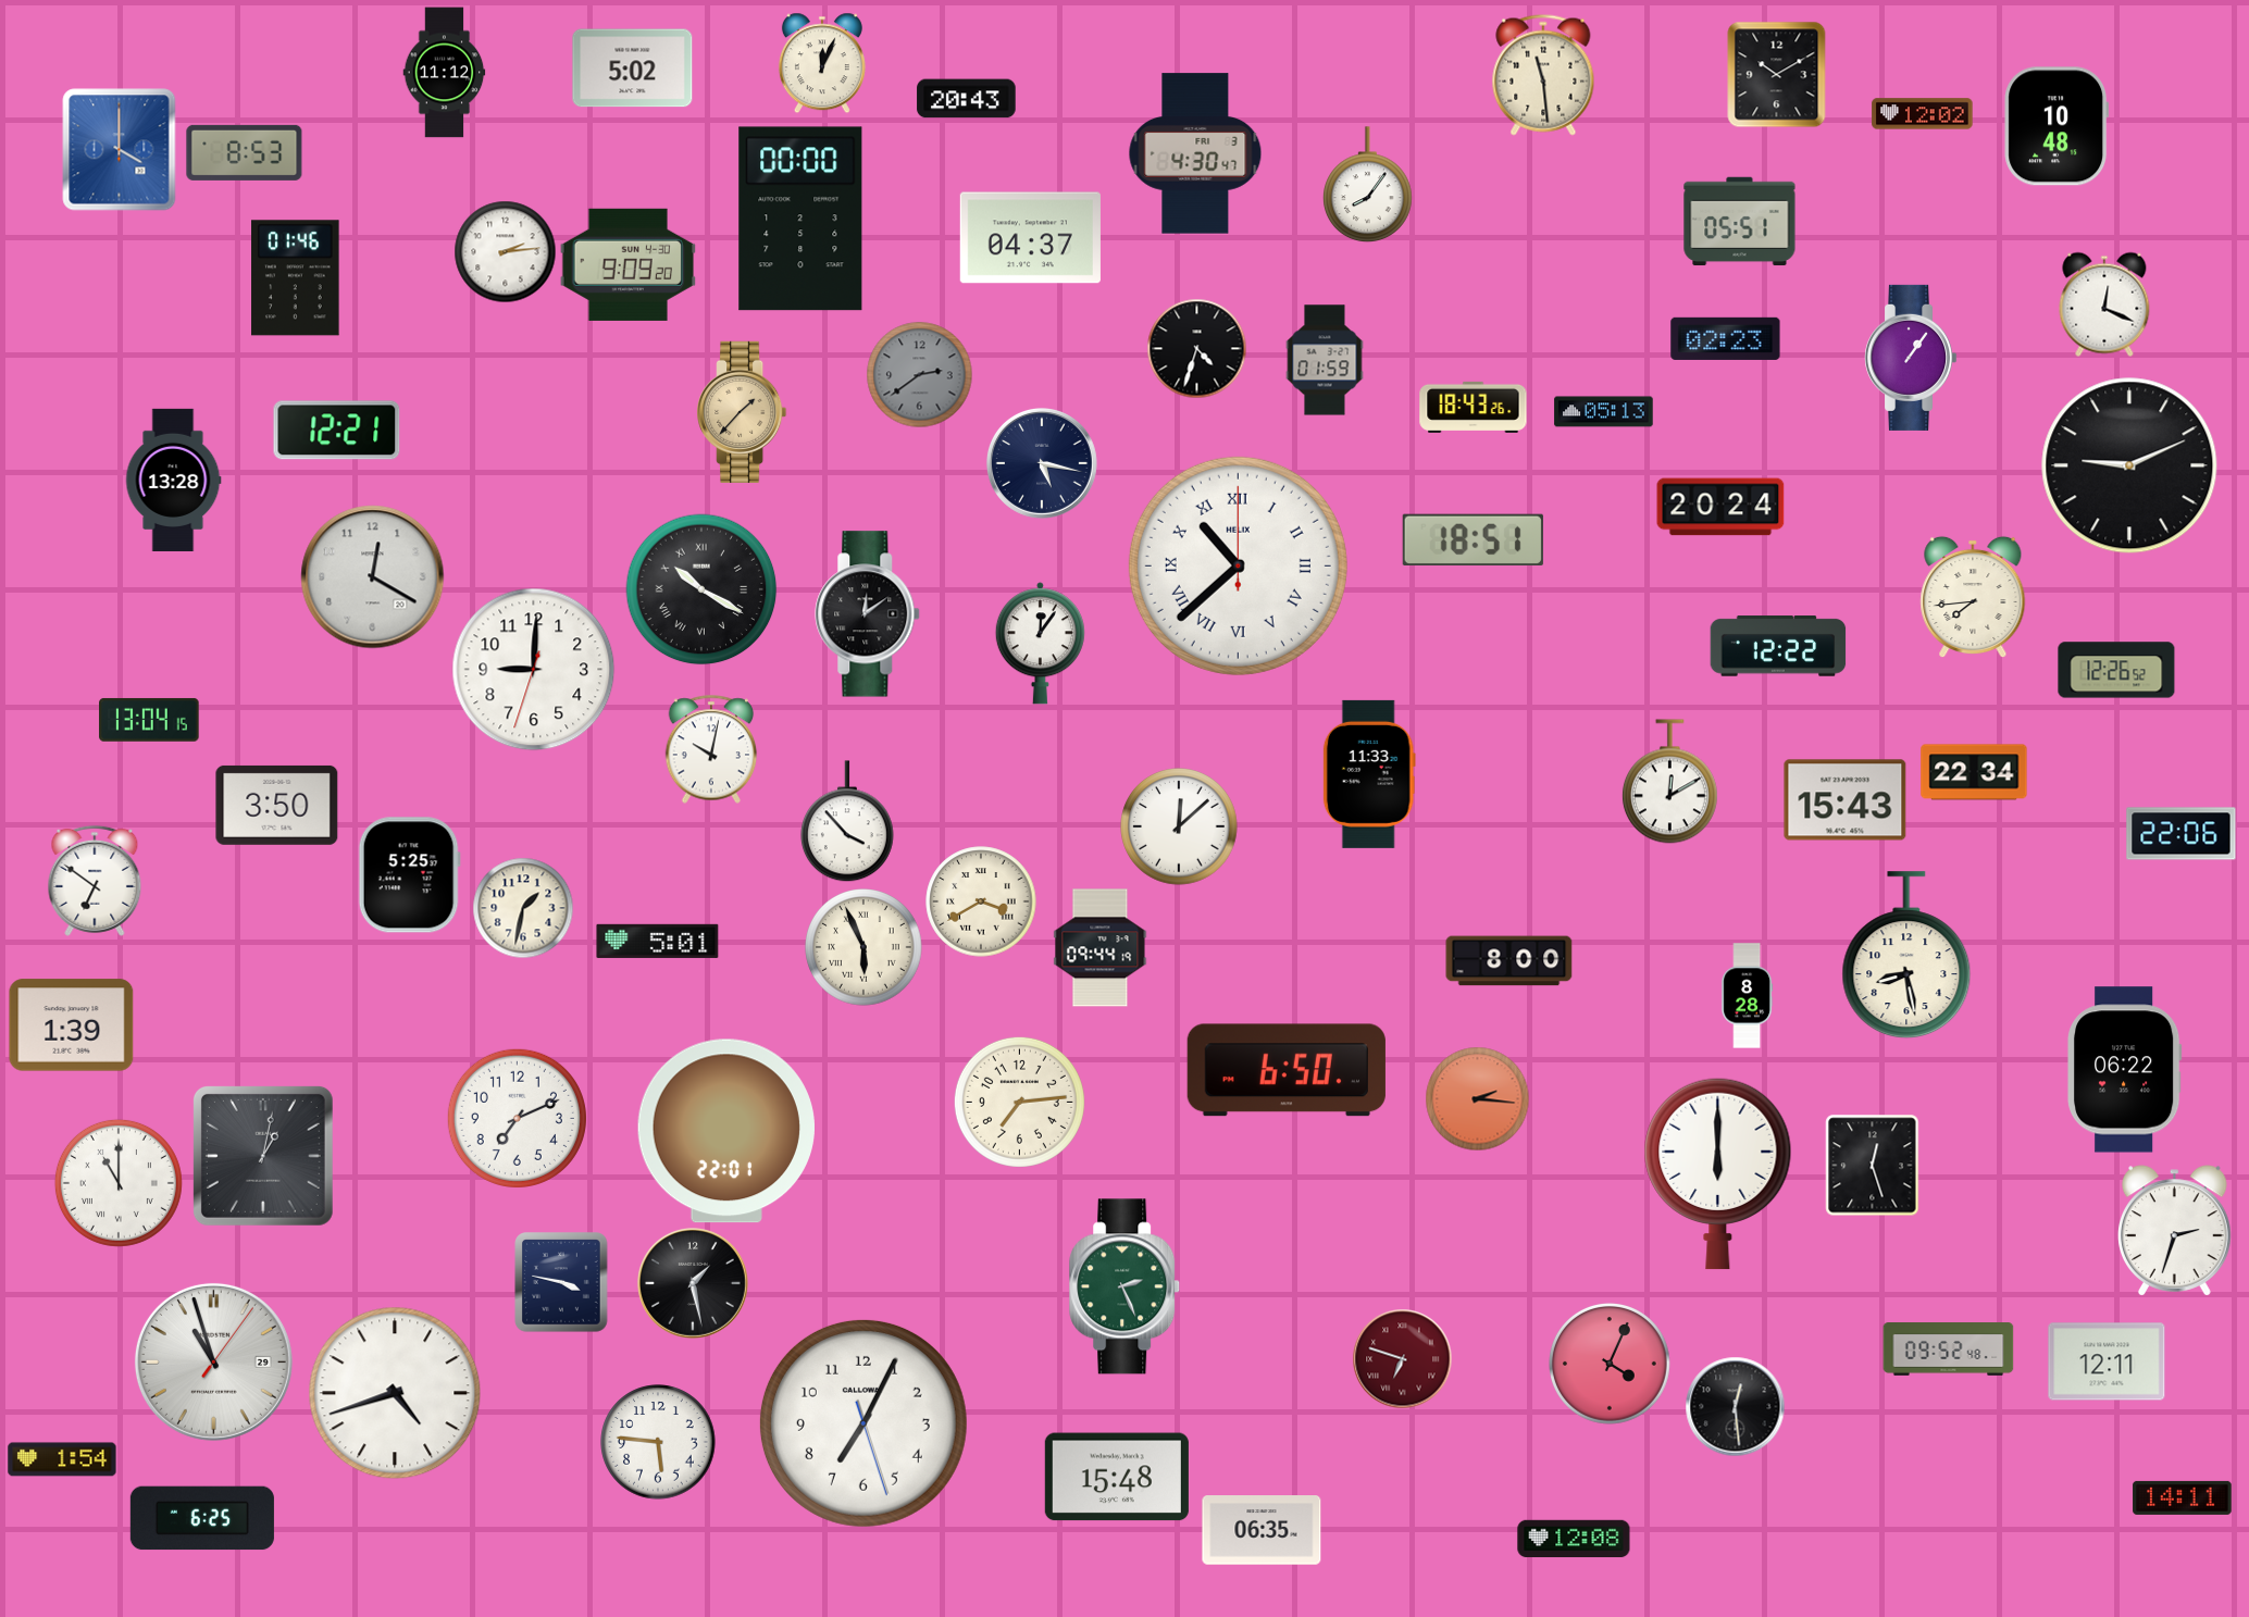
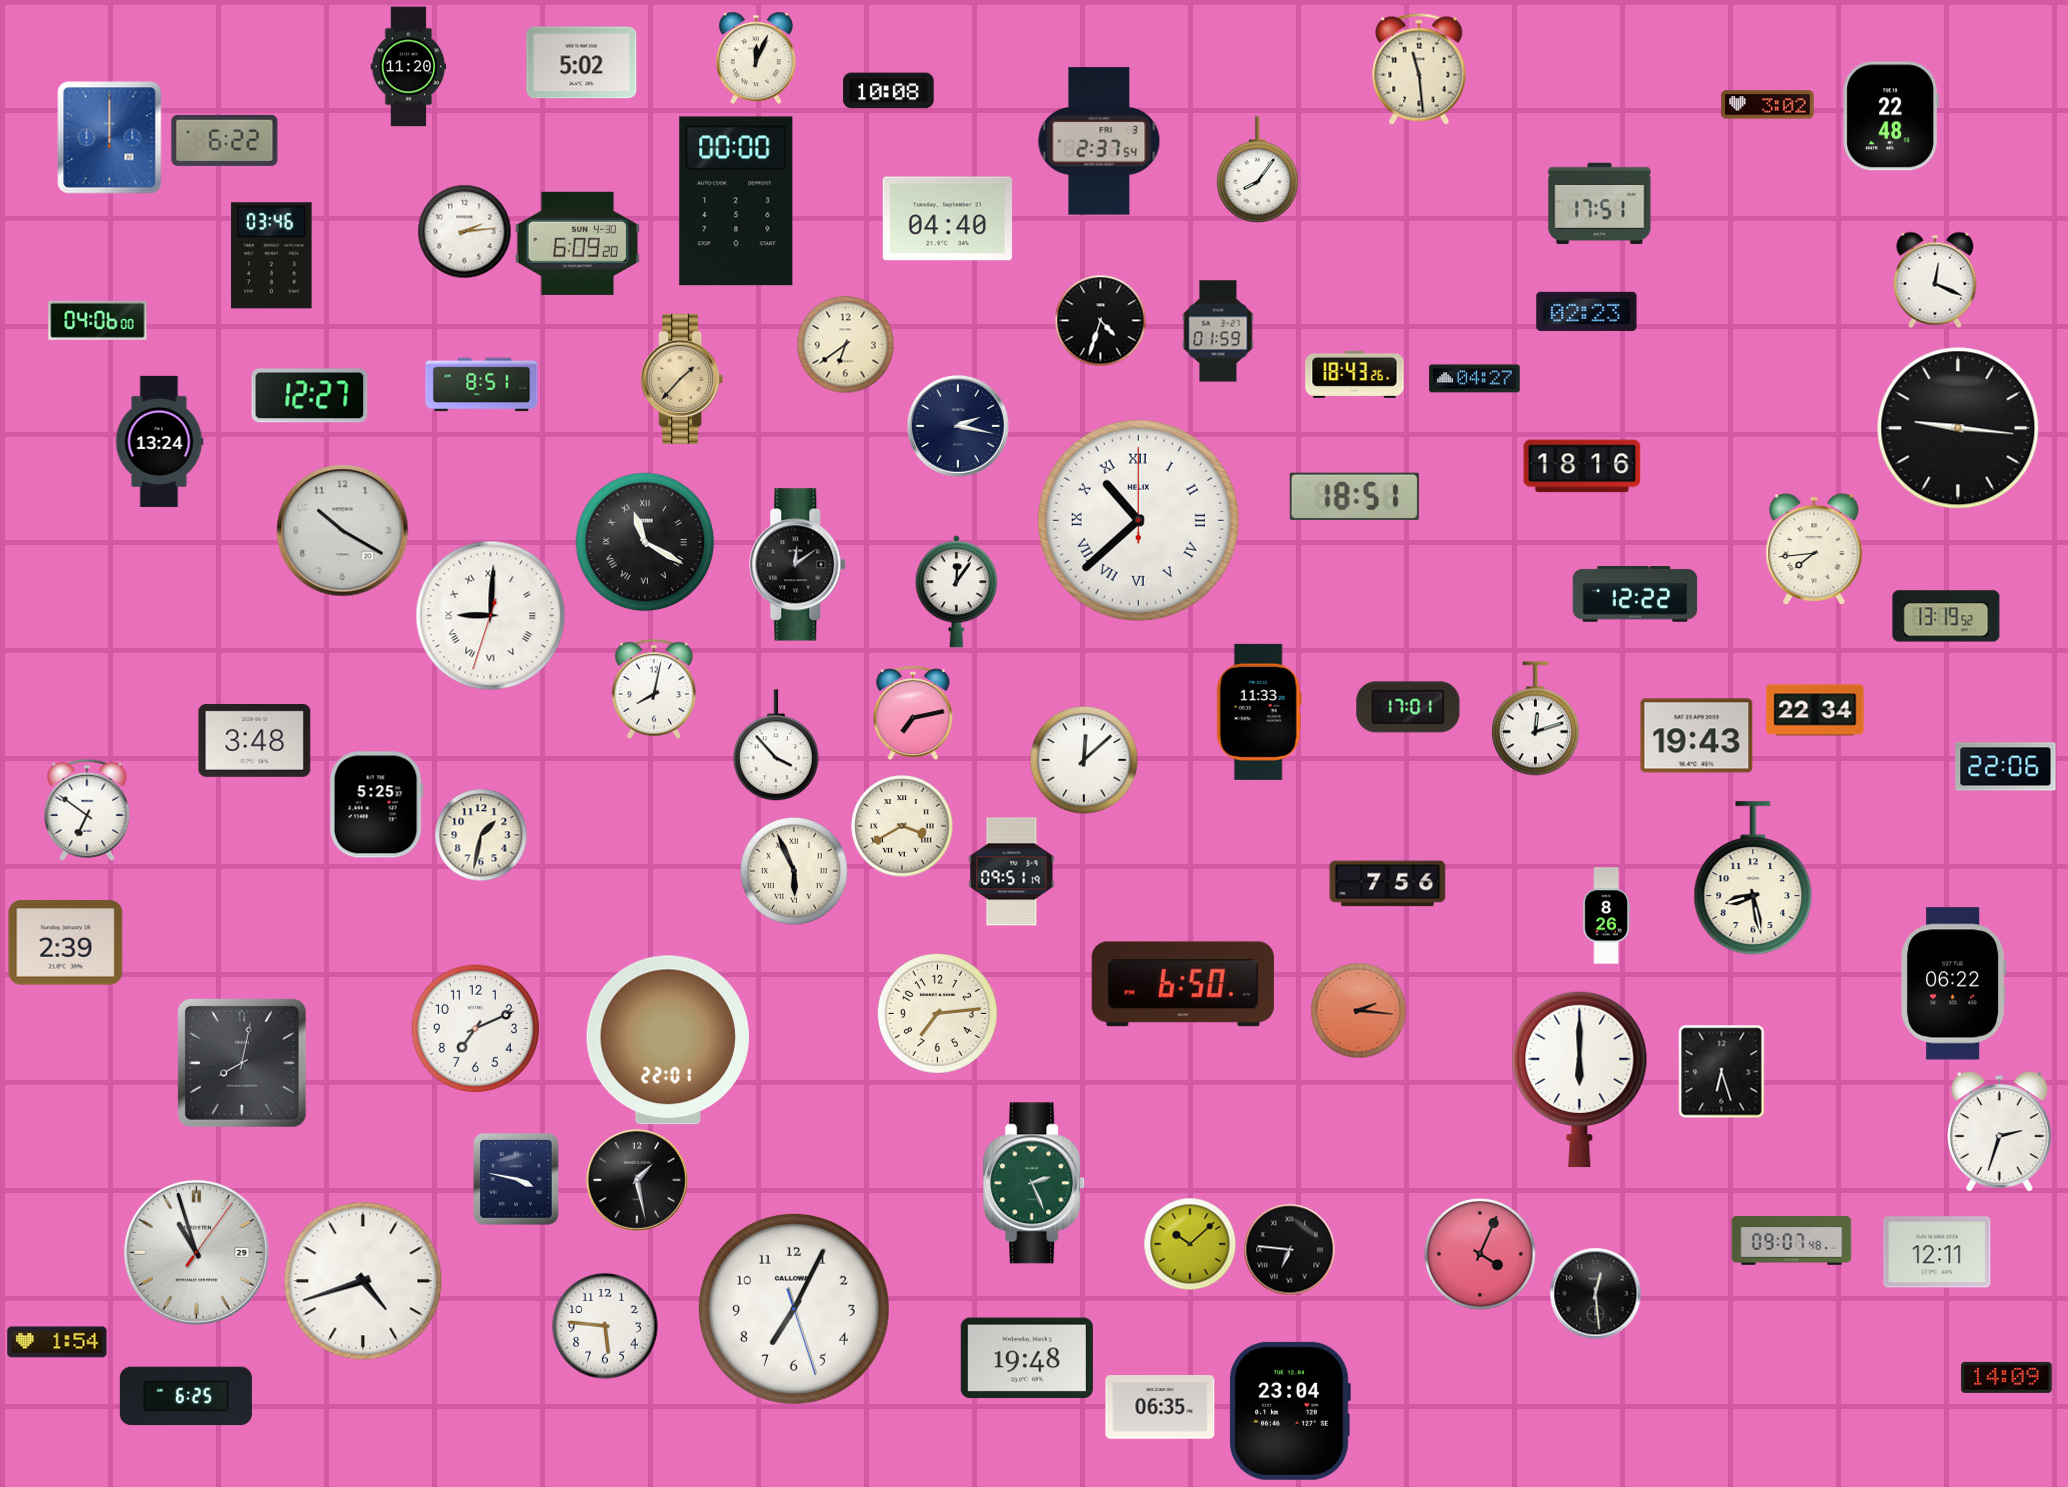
clock at (445, 73): 11:12 -> 11:20
clock at (1777, 74): 10:10 -> none
clock at (967, 99): 20:43 -> 10:08
clock at (1923, 114): 12:02 -> 3:02
clock at (2057, 126): 10:48 -> 22:48
clock at (120, 150): 4:00 -> 12:00
clock at (245, 152): 8:53 -> 6:22
clock at (1195, 153): 4:30 -> 2:37
clock at (1740, 222): 05:51 -> 17:51
clock at (1030, 238): 04:37 -> 04:40
clock at (628, 264): 9:09 -> 6:09
clock at (296, 278): 01:46 -> 03:46
clock at (98, 320): none -> 04:06
clock at (1911, 358): 1:06 -> none
clock at (919, 374): 2:39 -> 6:39
clock at (919, 374) dial: grey -> cream
clock at (1604, 412): 05:13 -> 04:27
clock at (482, 385): none -> 8:51
clock at (337, 431): 12:21 -> 12:27
clock at (1042, 463): 5:17 -> 2:17
clock at (2129, 465): 9:11 -> 9:16
clock at (173, 480): 13:28 -> 13:24
clock at (1720, 507): 20:24 -> 18:16
clock at (373, 577): 12:20 -> 10:20
clock at (701, 589): 10:20 -> 11:20
clock at (534, 670) numerals: Arabic -> Roman
clock at (2116, 670): 12:26 -> 13:19
clock at (149, 720): 13:04 -> none
clock at (711, 749): 10:02 -> 8:02
clock at (1408, 707): none -> 17:01
clock at (913, 714): none -> 7:13
clock at (1669, 782): 12:10 -> 12:12
clock at (1846, 800): 15:43 -> 19:43
clock at (277, 805): 3:50 -> 3:48
clock at (847, 821) position: (847, 821) -> (776, 745)
clock at (981, 901) position: (981, 901) -> (902, 826)
clock at (658, 941): 5:01 -> none
clock at (1101, 948): 09:44 -> 09:51
clock at (1509, 961): 8:00 -> 7:56
clock at (1748, 996): 8:28 -> 8:26
clock at (72, 1025): 1:39 -> 2:39
clock at (263, 1156): 1:02 -> 8:02
clock at (1873, 1165): 12:27 -> 6:27
clock at (119, 1183): 11:00 -> none
clock at (1949, 1349): 09:52 -> 09:07
clock at (1190, 1244): none -> 10:08
clock at (1402, 1358): 6:48 -> 6:46
clock at (1402, 1358) dial: burgundy -> black
clock at (1117, 1477): 15:48 -> 19:48
clock at (2183, 1497): 14:11 -> 14:09
clock at (1290, 1411): none -> 23:04
clock at (1574, 1539): 12:08 -> none
